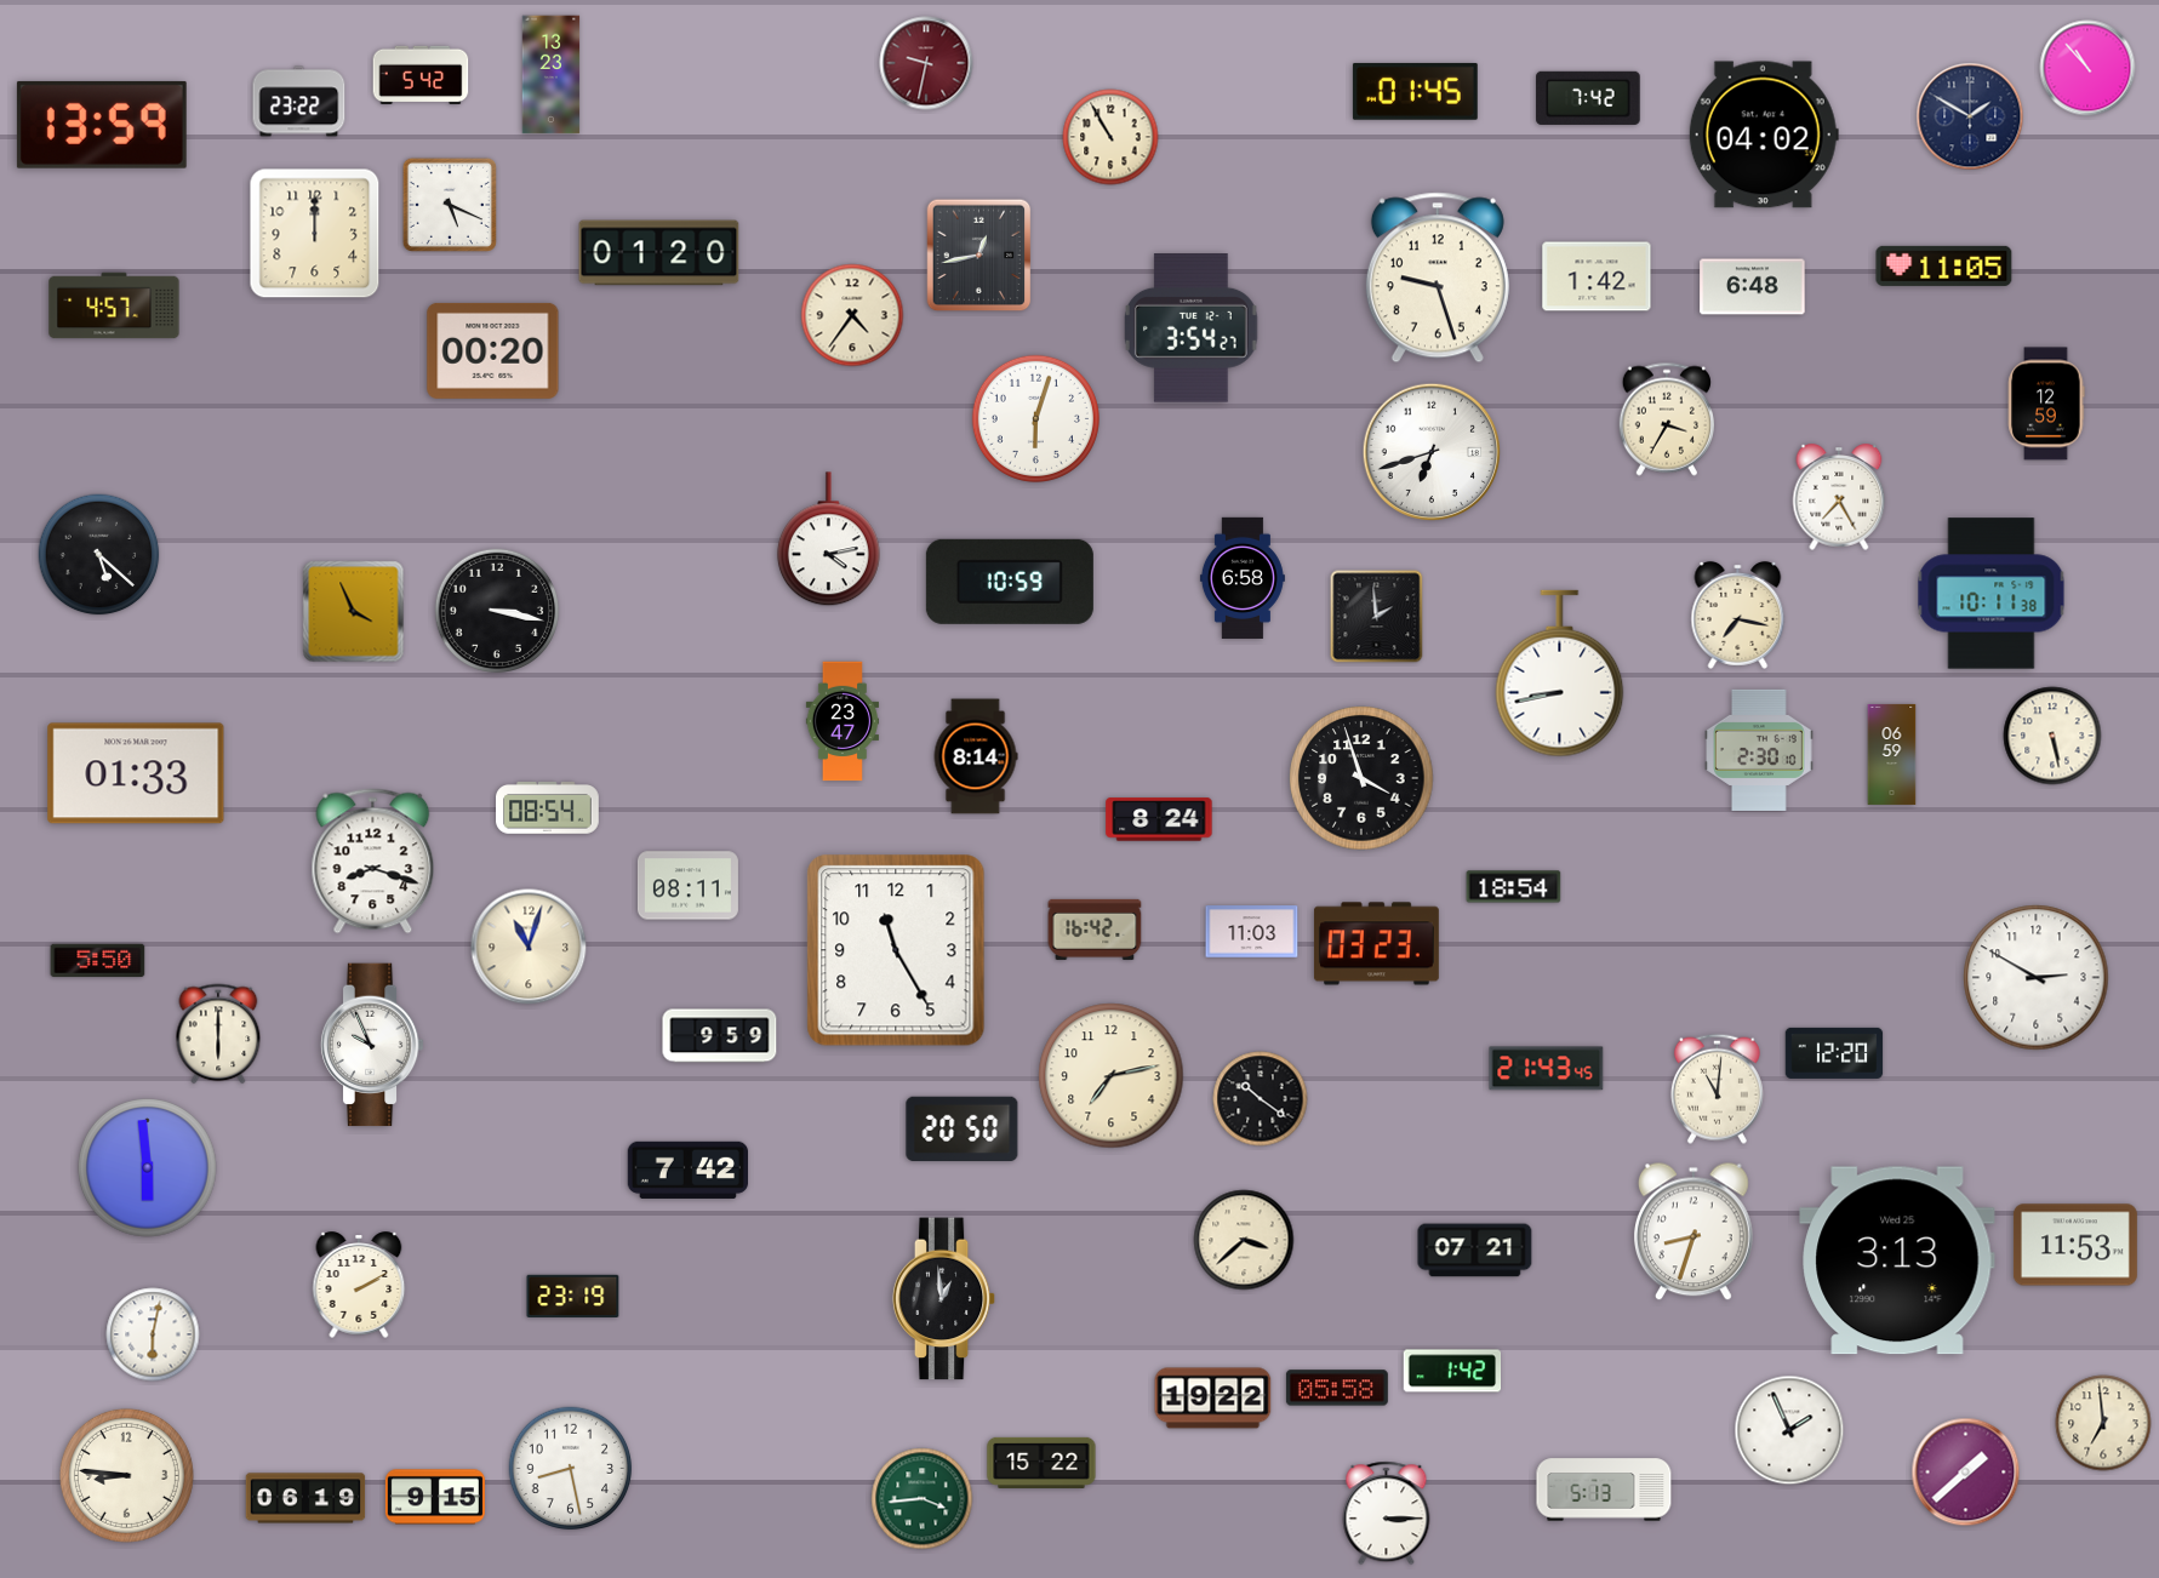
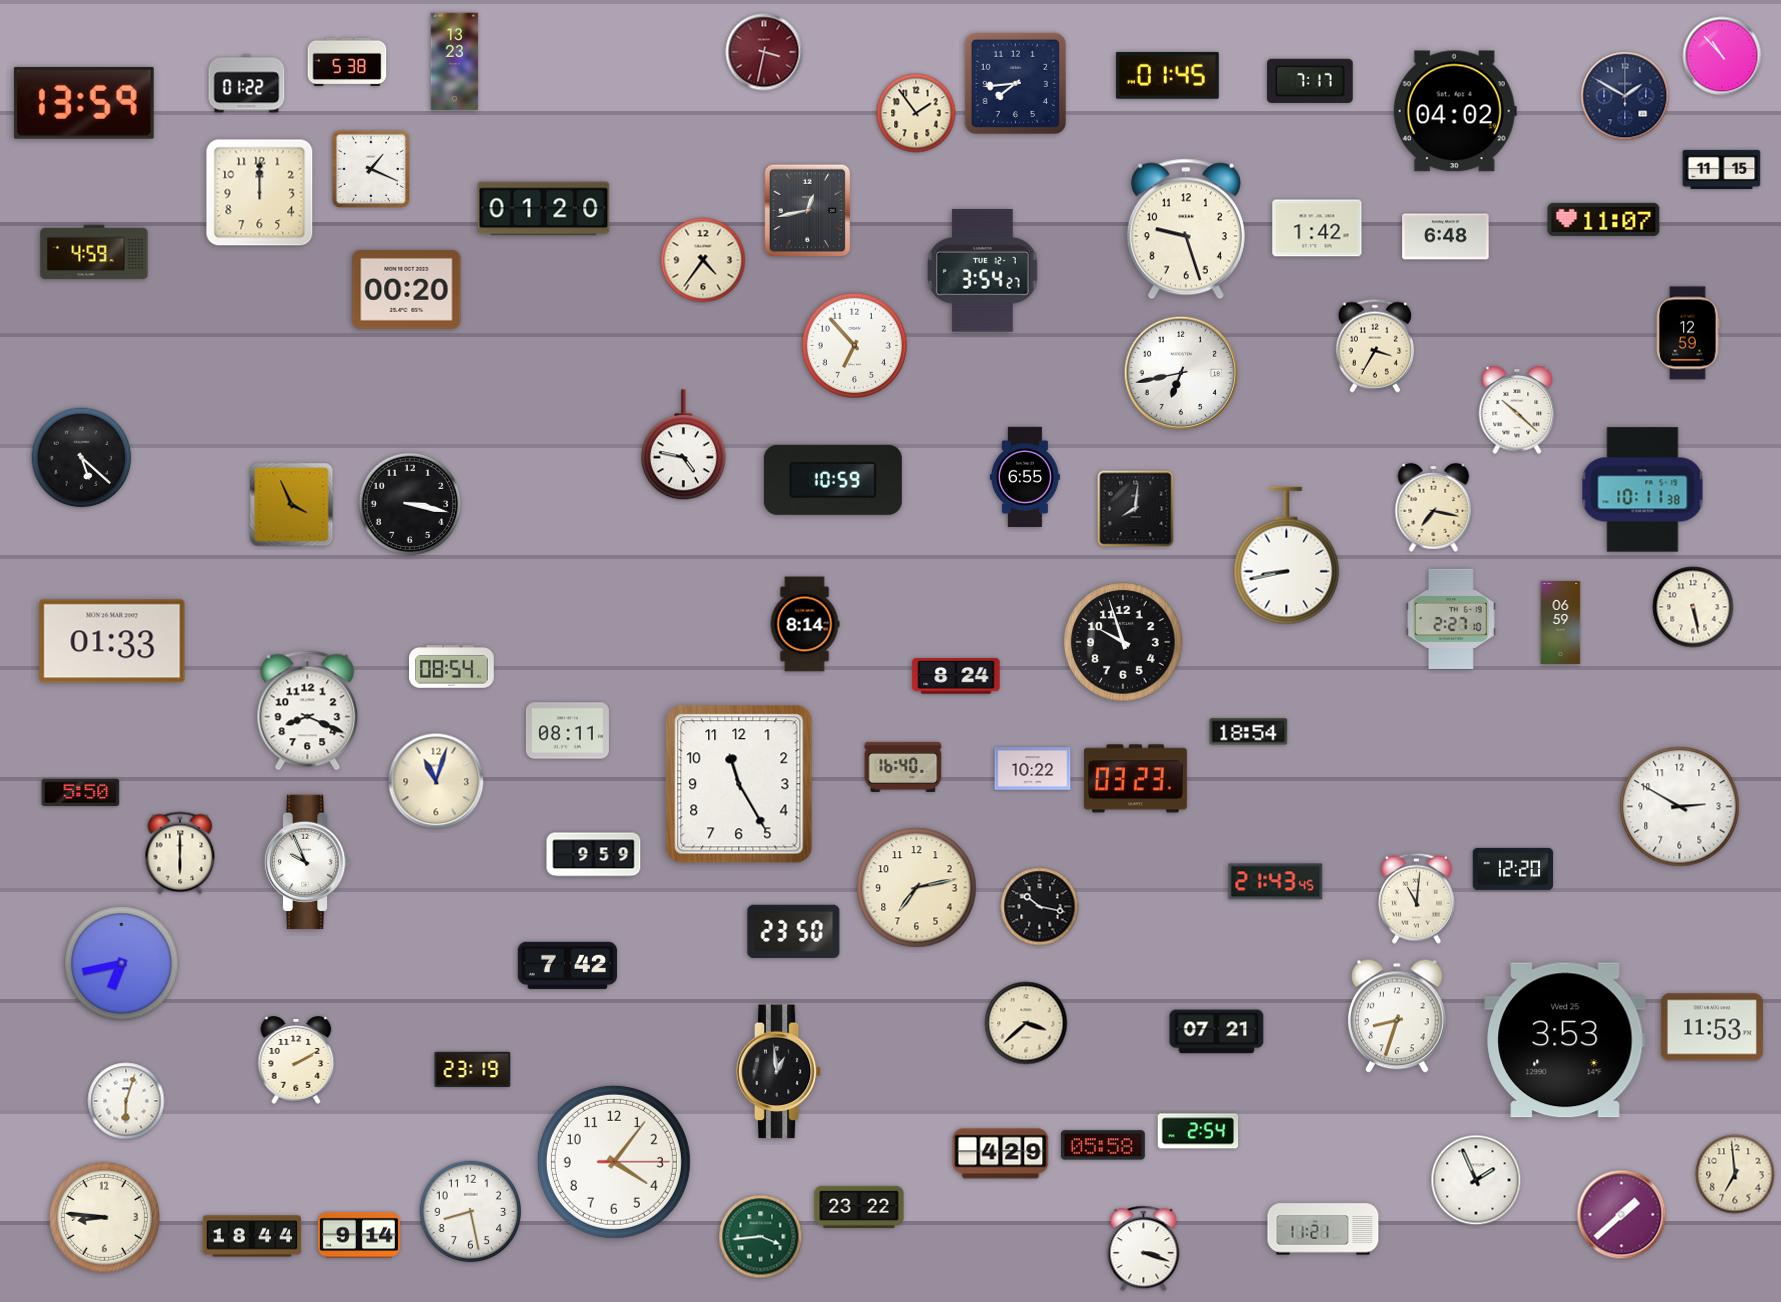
clock at (926, 63): 9:32 -> 3:32
clock at (421, 75): 5:42 -> 5:38
clock at (1588, 98): 7:42 -> 7:17
clock at (1015, 83): none -> 7:44
clock at (299, 102): 23:22 -> 01:22
clock at (1110, 137): 10:55 -> 1:54
clock at (449, 204): 5:19 -> 1:19
clock at (1722, 169): none -> 11:15
clock at (1944, 265): 11:05 -> 11:07
clock at (114, 305): 4:57 -> 4:59
clock at (1035, 418): 6:03 -> 6:53
clock at (1432, 452): 6:42 -> 6:43
clock at (1839, 497): 7:25 -> 10:22
clock at (828, 539): 4:13 -> 4:47
clock at (1243, 578): 6:58 -> 6:55
clock at (1377, 617): 1:59 -> 8:01
clock at (841, 721): 23:47 -> none
clock at (1759, 750): 2:30 -> 2:27
clock at (136, 773) position: (136, 773) -> (112, 641)
clock at (1361, 778): 3:57 -> 9:57
clock at (373, 862): 8:18 -> 8:19
clock at (1095, 930): 16:42 -> 16:40
clock at (1252, 932): 11:03 -> 10:22
clock at (1261, 1099): 10:21 -> 10:17
clock at (963, 1128): 20:50 -> 23:50
clock at (148, 1168): 5:59 -> 6:43
clock at (1897, 1260): 3:13 -> 3:53
clock at (153, 1334): 6:02 -> 6:03
clock at (1452, 1371): 1:42 -> 2:54
clock at (1213, 1399): 19:22 -> 4:29
clock at (614, 1162): none -> 4:06
clock at (1041, 1463): 15:22 -> 23:22
clock at (1604, 1490): 5:13 -> 11:21
clock at (435, 1497): 9:15 -> 9:14
clock at (305, 1498): 06:19 -> 18:44
clock at (1387, 1514): 3:15 -> 3:18
